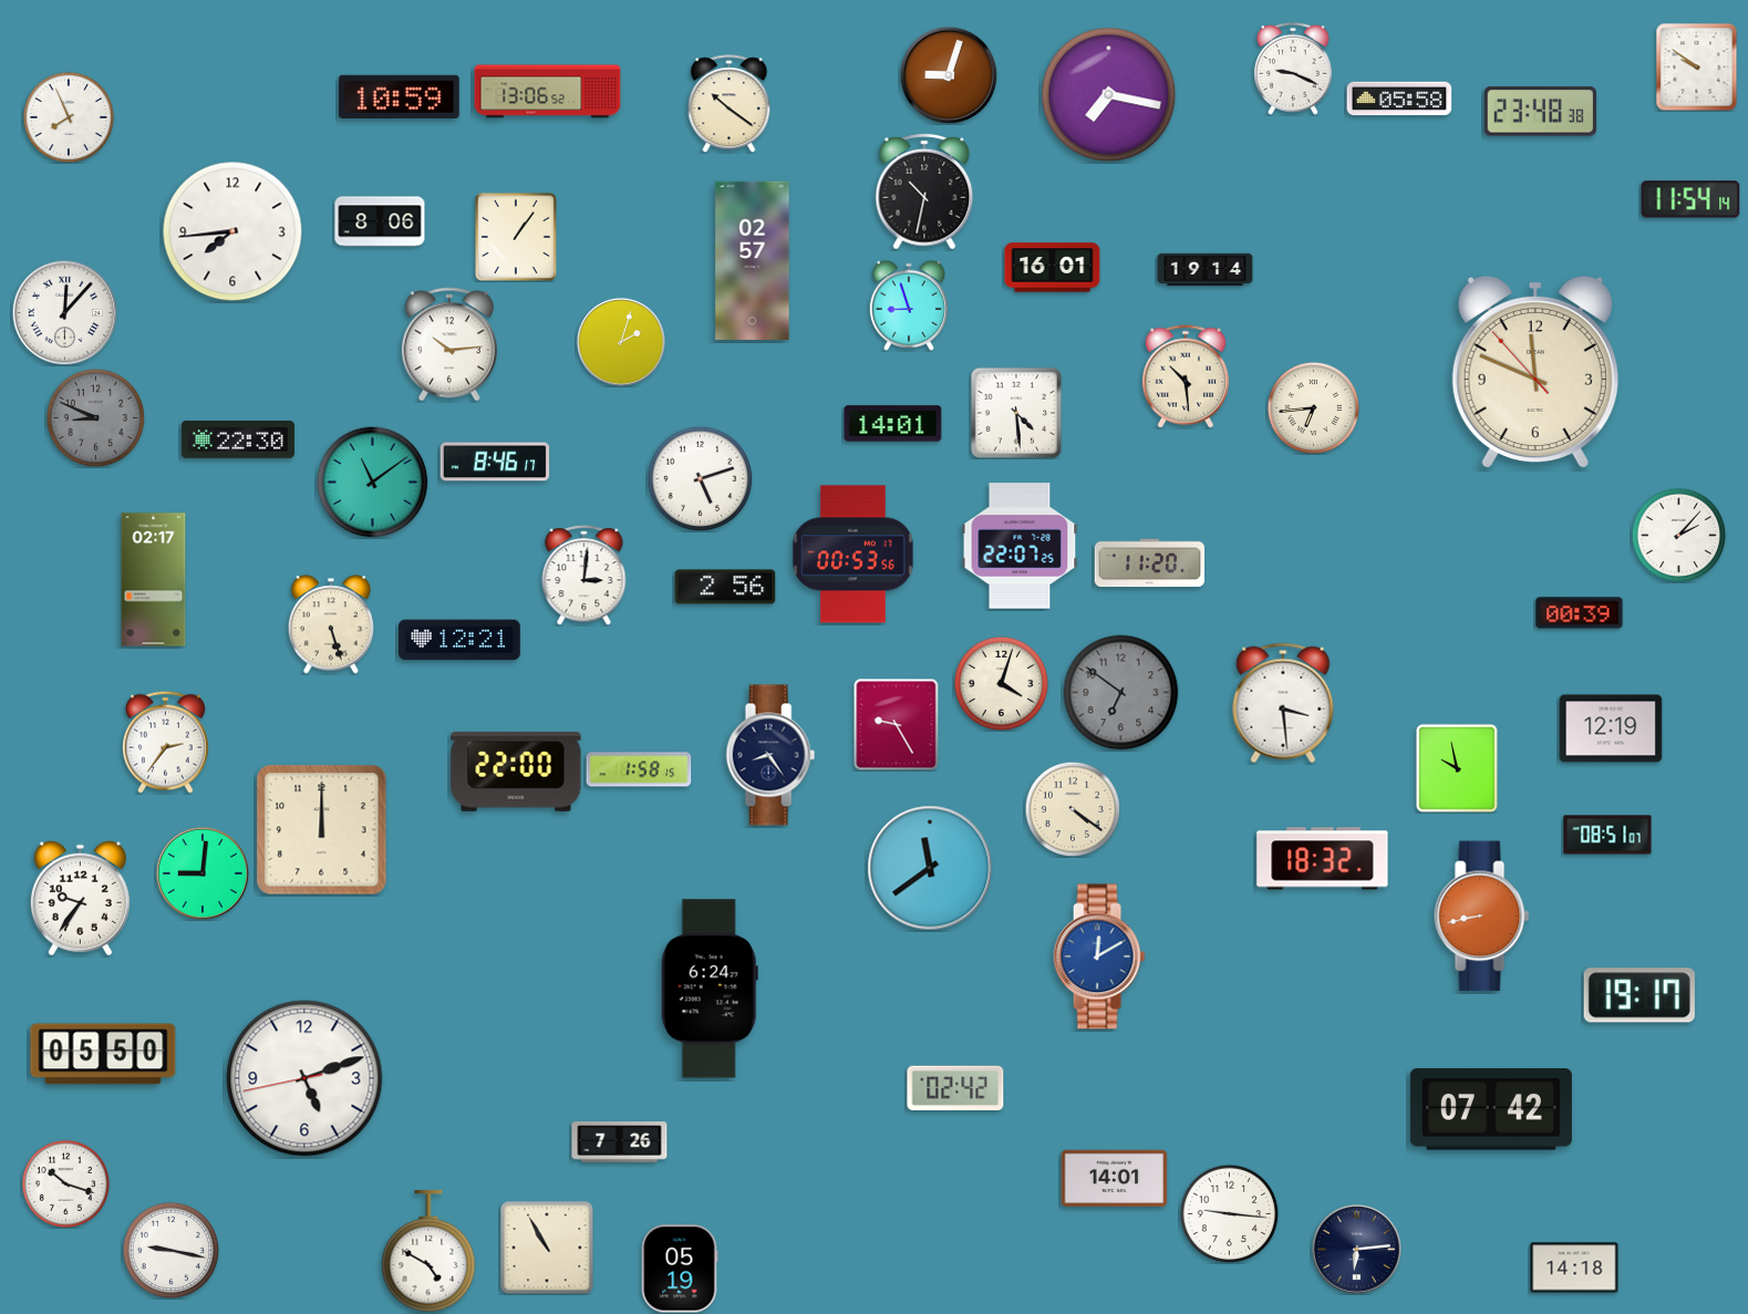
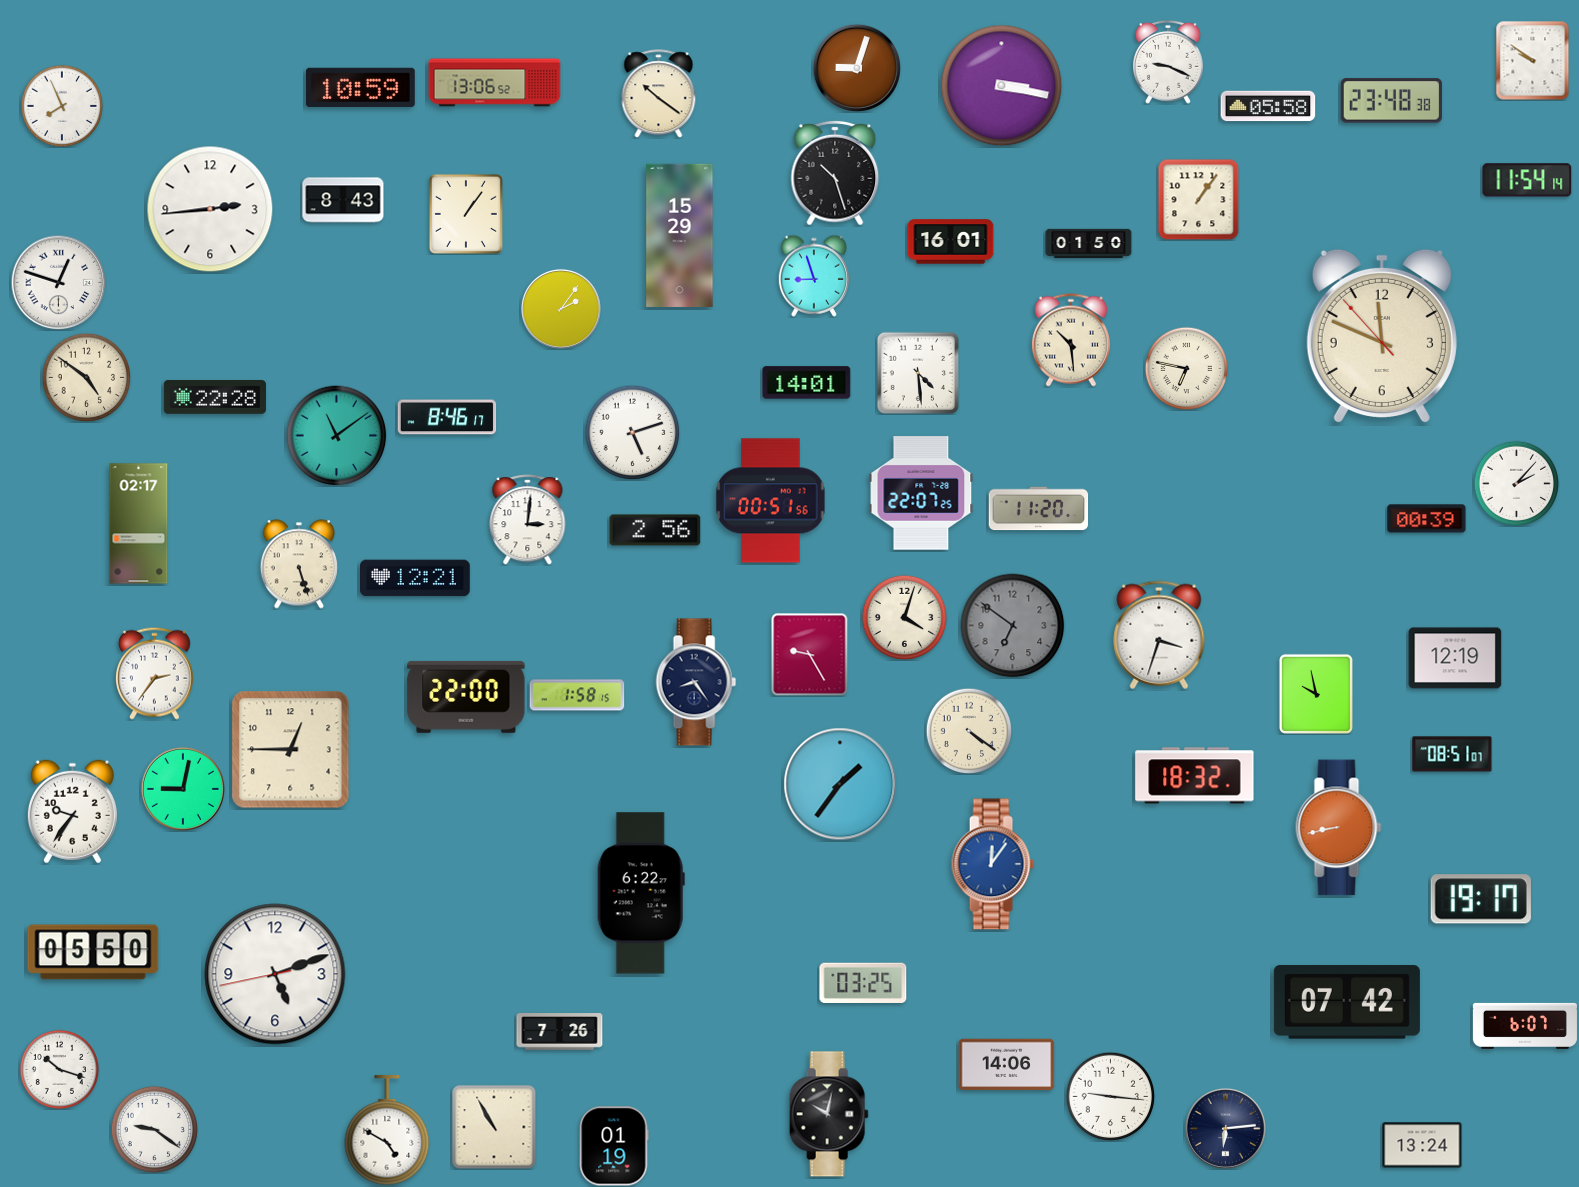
clock at (1109, 95): 7:17 -> 3:17
clock at (1399, 99) position: (1399, 99) -> (1268, 106)
clock at (924, 192): 10:32 -> 10:27
clock at (1198, 199): none -> 1:06
clock at (380, 221): 8:06 -> 8:43
clock at (232, 231): 7:44 -> 2:44
clock at (753, 260): 02:57 -> 15:29
clock at (1206, 270): 19:14 -> 01:50
clock at (909, 306) position: (909, 306) -> (814, 276)
clock at (64, 312): 12:07 -> 12:48
clock at (621, 342): 2:03 -> 2:06
clock at (449, 344): 10:14 -> none
clock at (1535, 372) position: (1535, 372) -> (1382, 336)
clock at (1313, 407): 6:44 -> 6:47
clock at (95, 417): 8:49 -> 4:51
clock at (95, 417) dial: grey -> cream
clock at (238, 439): 22:30 -> 22:28
clock at (854, 555): 00:53 -> 00:51
clock at (1580, 613) position: (1580, 613) -> (1427, 519)
clock at (1283, 703): 3:29 -> 3:33
clock at (166, 742) position: (166, 742) -> (155, 673)
clock at (322, 830): 12:00 -> 12:45
clock at (930, 868): 11:39 -> 1:36
clock at (203, 873): 9:01 -> 9:02
clock at (1099, 956): 12:10 -> 12:06
clock at (710, 989): 6:24 -> 6:22
clock at (955, 1088): 02:42 -> 03:25
clock at (1525, 1026): none -> 6:07
clock at (1115, 1179): 14:01 -> 14:06
clock at (829, 1114): none -> 10:02
clock at (170, 1250): 9:17 -> 9:21
clock at (1574, 1268): 14:18 -> 13:24
clock at (680, 1269): 05:19 -> 01:19
